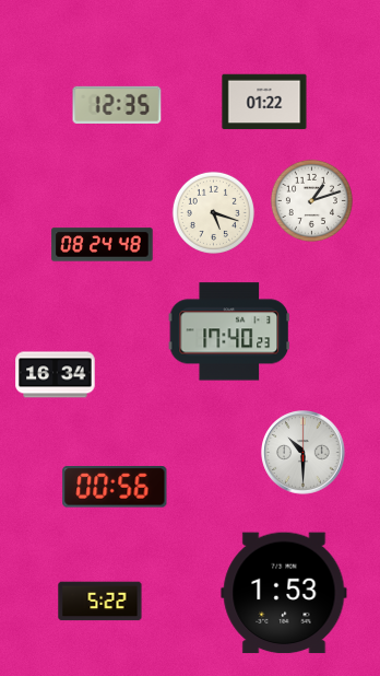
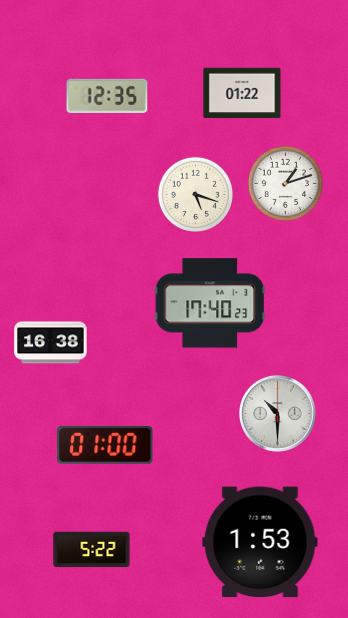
clock at (103, 245): 08:24 -> none
clock at (56, 375): 16:34 -> 16:38
clock at (115, 488): 00:56 -> 01:00
